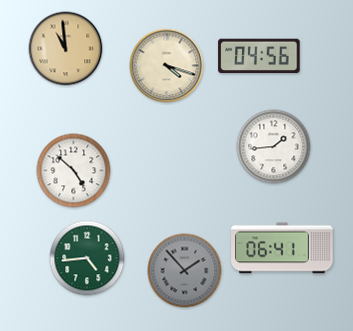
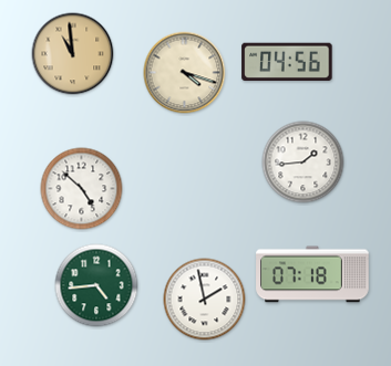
clock at (282, 248): 06:41 -> 07:18
clock at (185, 271): 1:53 -> 1:58
clock at (185, 271) dial: grey -> white
